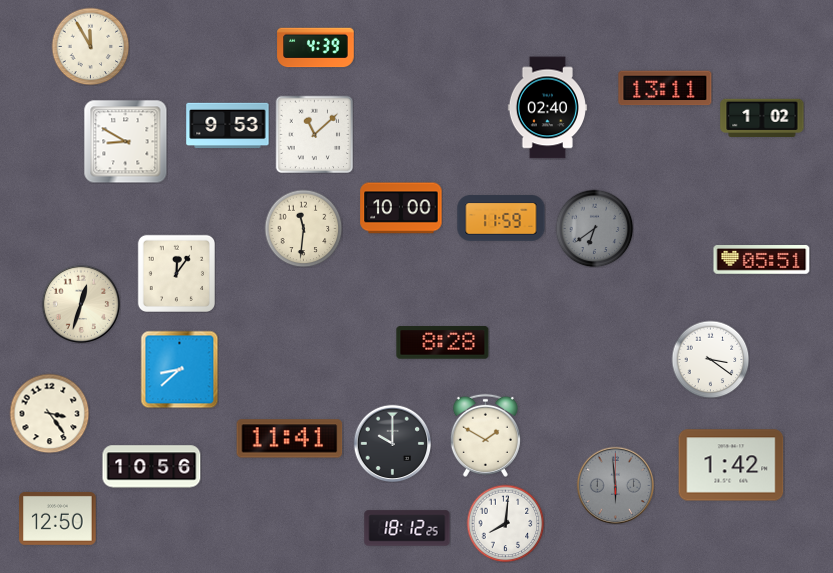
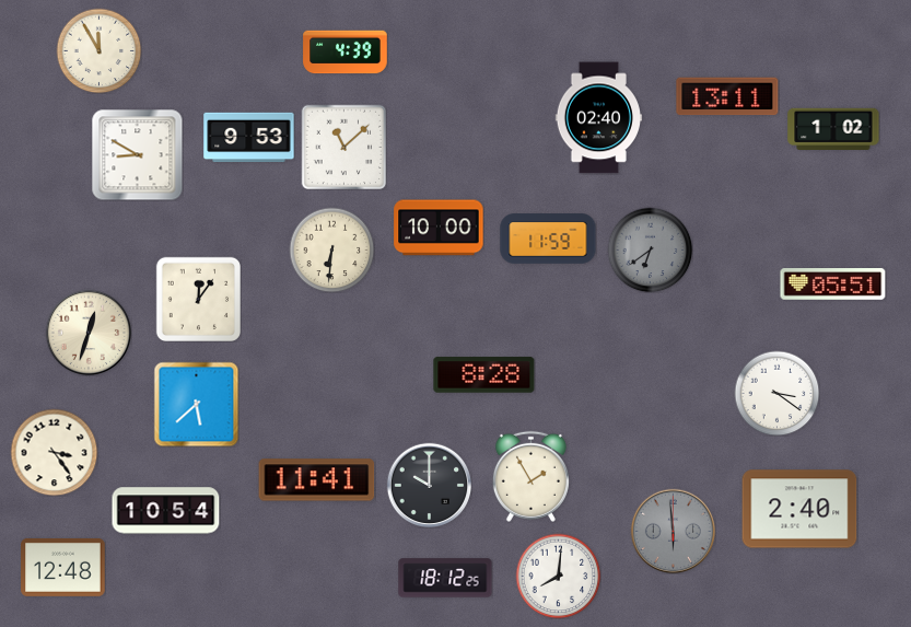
clock at (303, 228): 11:31 -> 6:31
clock at (176, 273) position: (176, 273) -> (198, 299)
clock at (179, 369): 8:38 -> 5:38
clock at (485, 435): 1:50 -> 1:55
clock at (731, 465): 1:42 -> 2:40
clock at (152, 467): 10:56 -> 10:54
clock at (58, 518): 12:50 -> 12:48
clock at (505, 523) position: (505, 523) -> (558, 576)
